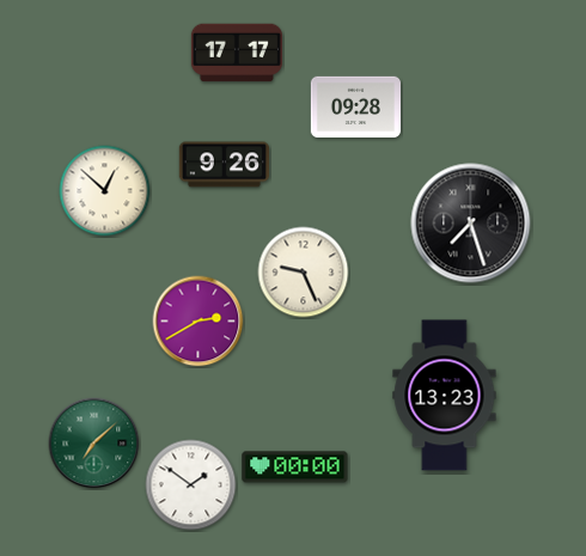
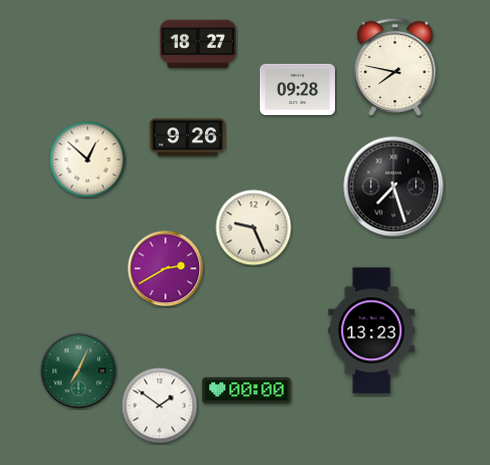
clock at (237, 53): 17:17 -> 18:27
clock at (395, 67): none -> 7:47
clock at (94, 444): 7:08 -> 7:04
